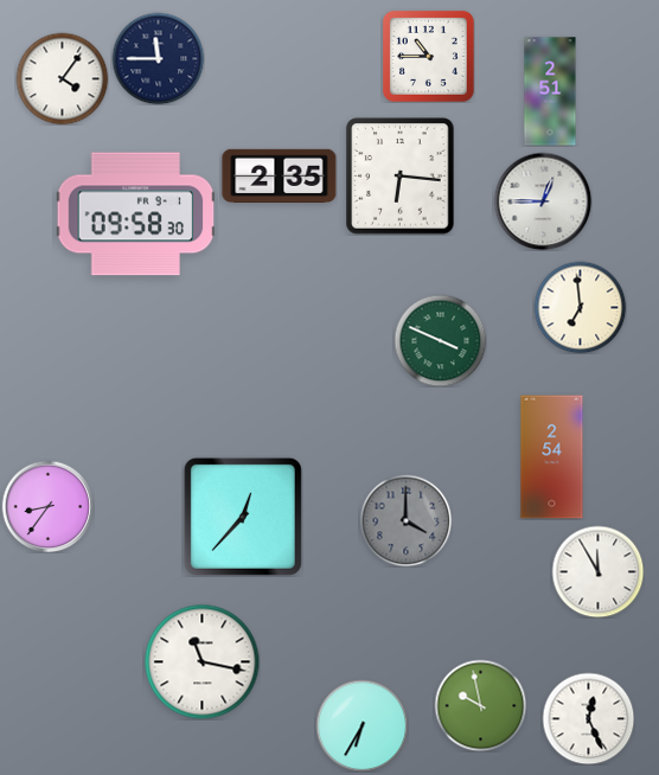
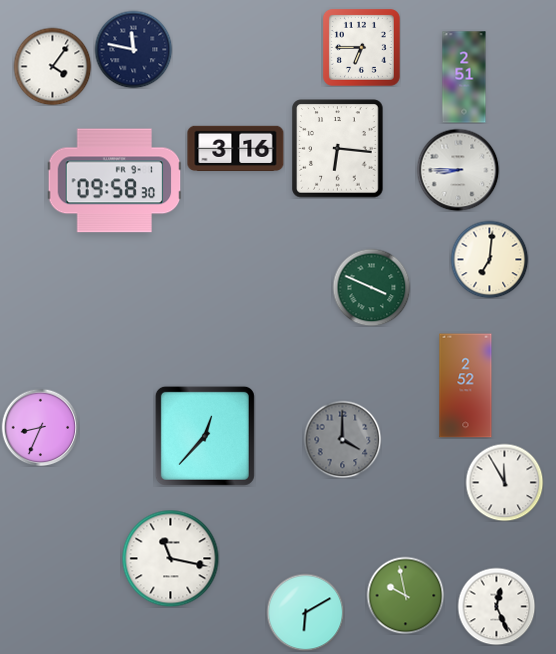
clock at (428, 56): 10:45 -> 6:45
clock at (158, 58): 11:45 -> 11:47
clock at (280, 175): 2:35 -> 3:16
clock at (543, 201): 12:45 -> 8:45
clock at (580, 307): 6:59 -> 7:01
clock at (552, 457): 2:54 -> 2:52
clock at (47, 506): 8:36 -> 8:34
clock at (362, 725): 6:35 -> 6:10
